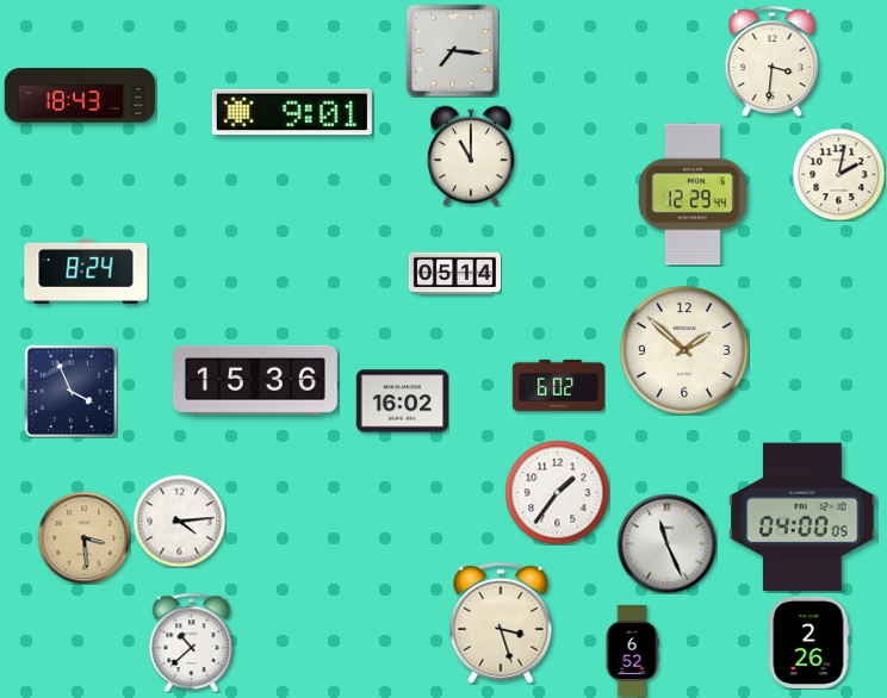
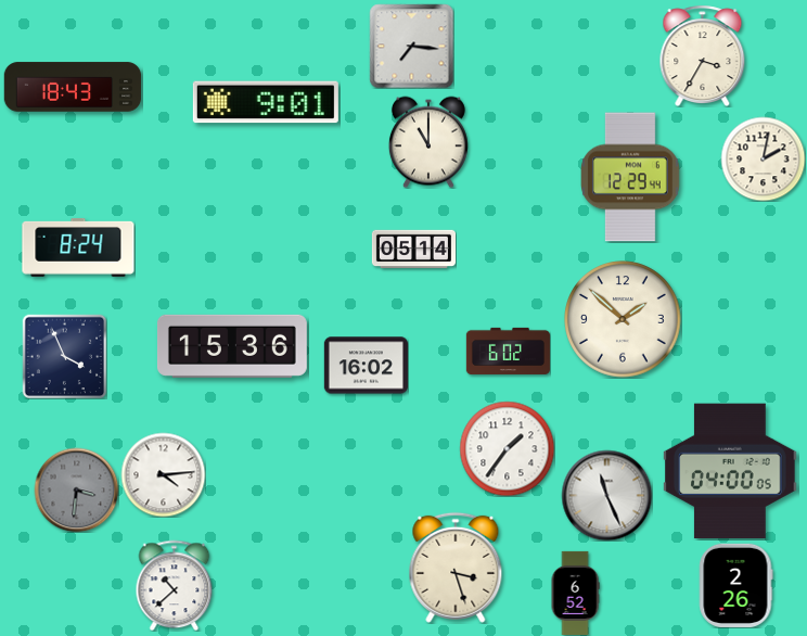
clock at (773, 61): 3:31 -> 3:35
clock at (83, 537): 3:29 -> 3:31
clock at (83, 537) dial: champagne -> grey
